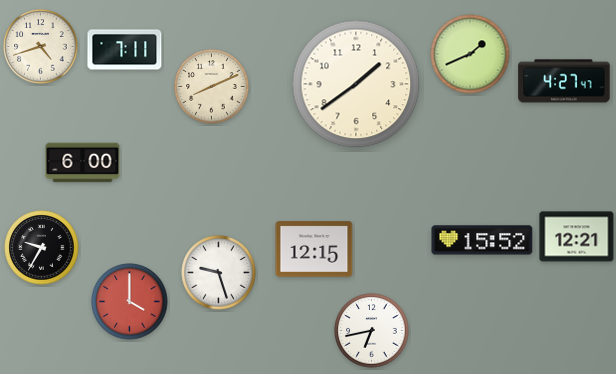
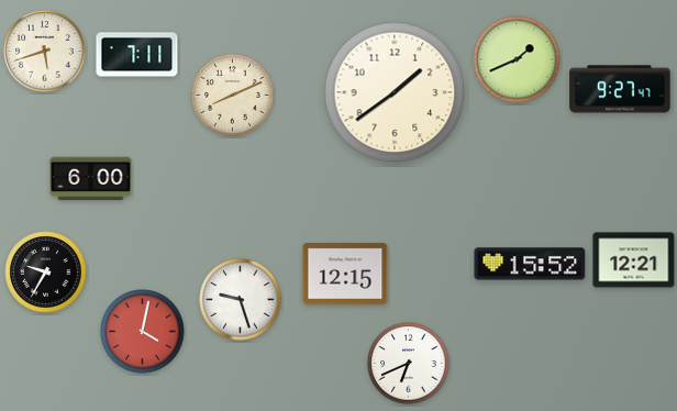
clock at (41, 47): 4:42 -> 5:42
clock at (564, 81): 4:27 -> 9:27
clock at (356, 84) position: (356, 84) -> (395, 92)
clock at (130, 302): 4:00 -> 4:02
clock at (372, 331): 6:43 -> 6:41
